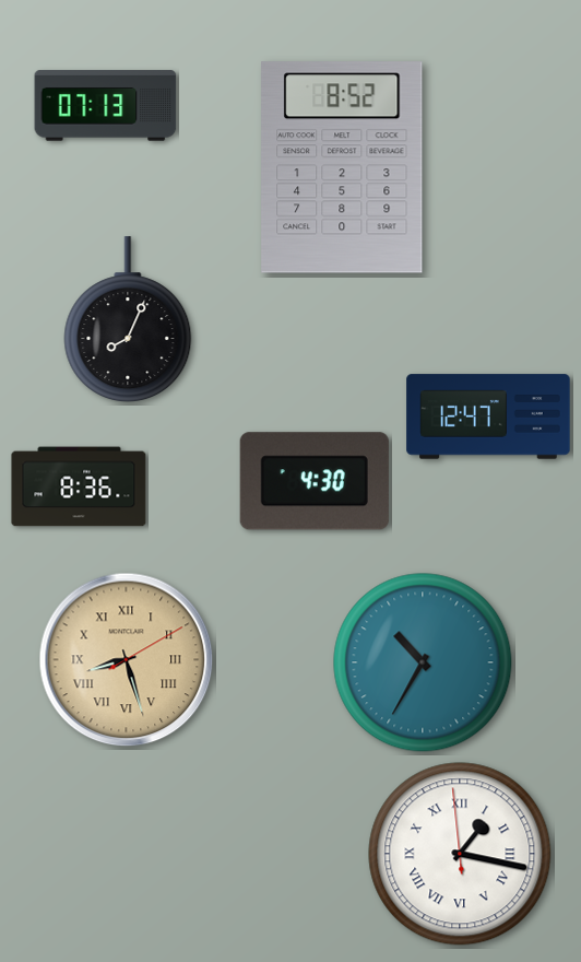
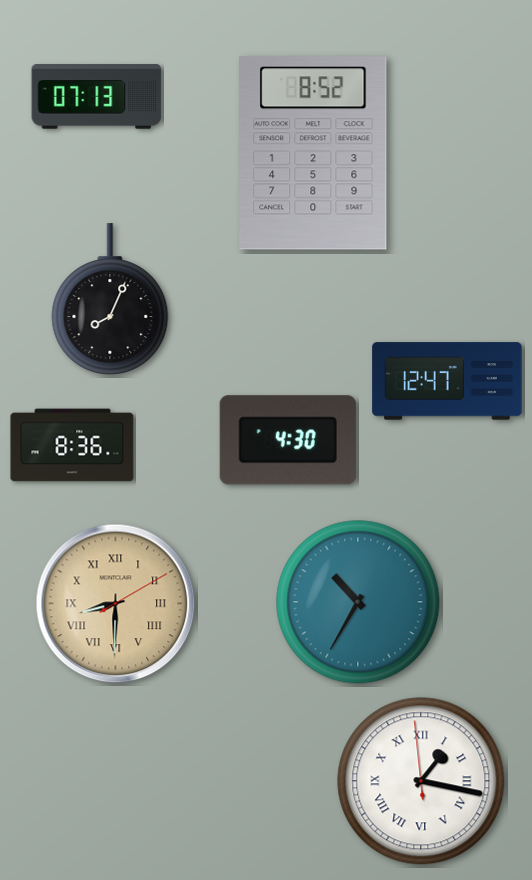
clock at (128, 319) position: (128, 319) -> (110, 299)
clock at (127, 660): 8:27 -> 8:30
clock at (423, 662) position: (423, 662) -> (358, 602)
